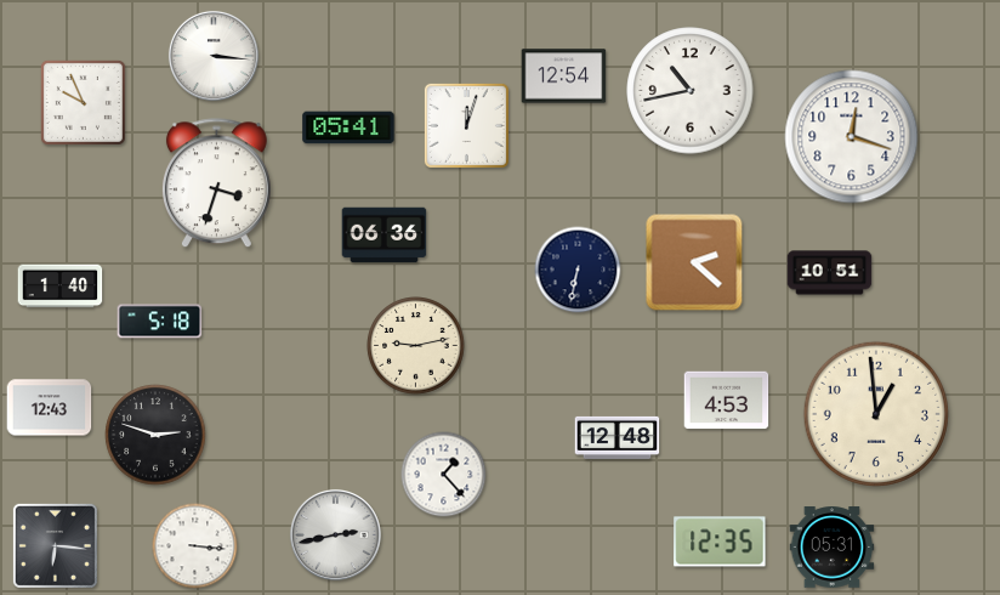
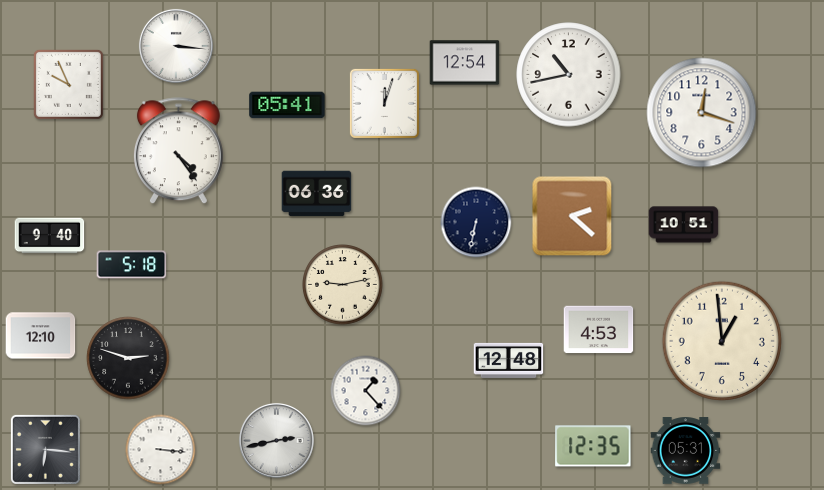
clock at (216, 183): 3:33 -> 4:24
clock at (61, 287): 1:40 -> 9:40
clock at (50, 408): 12:43 -> 12:10
